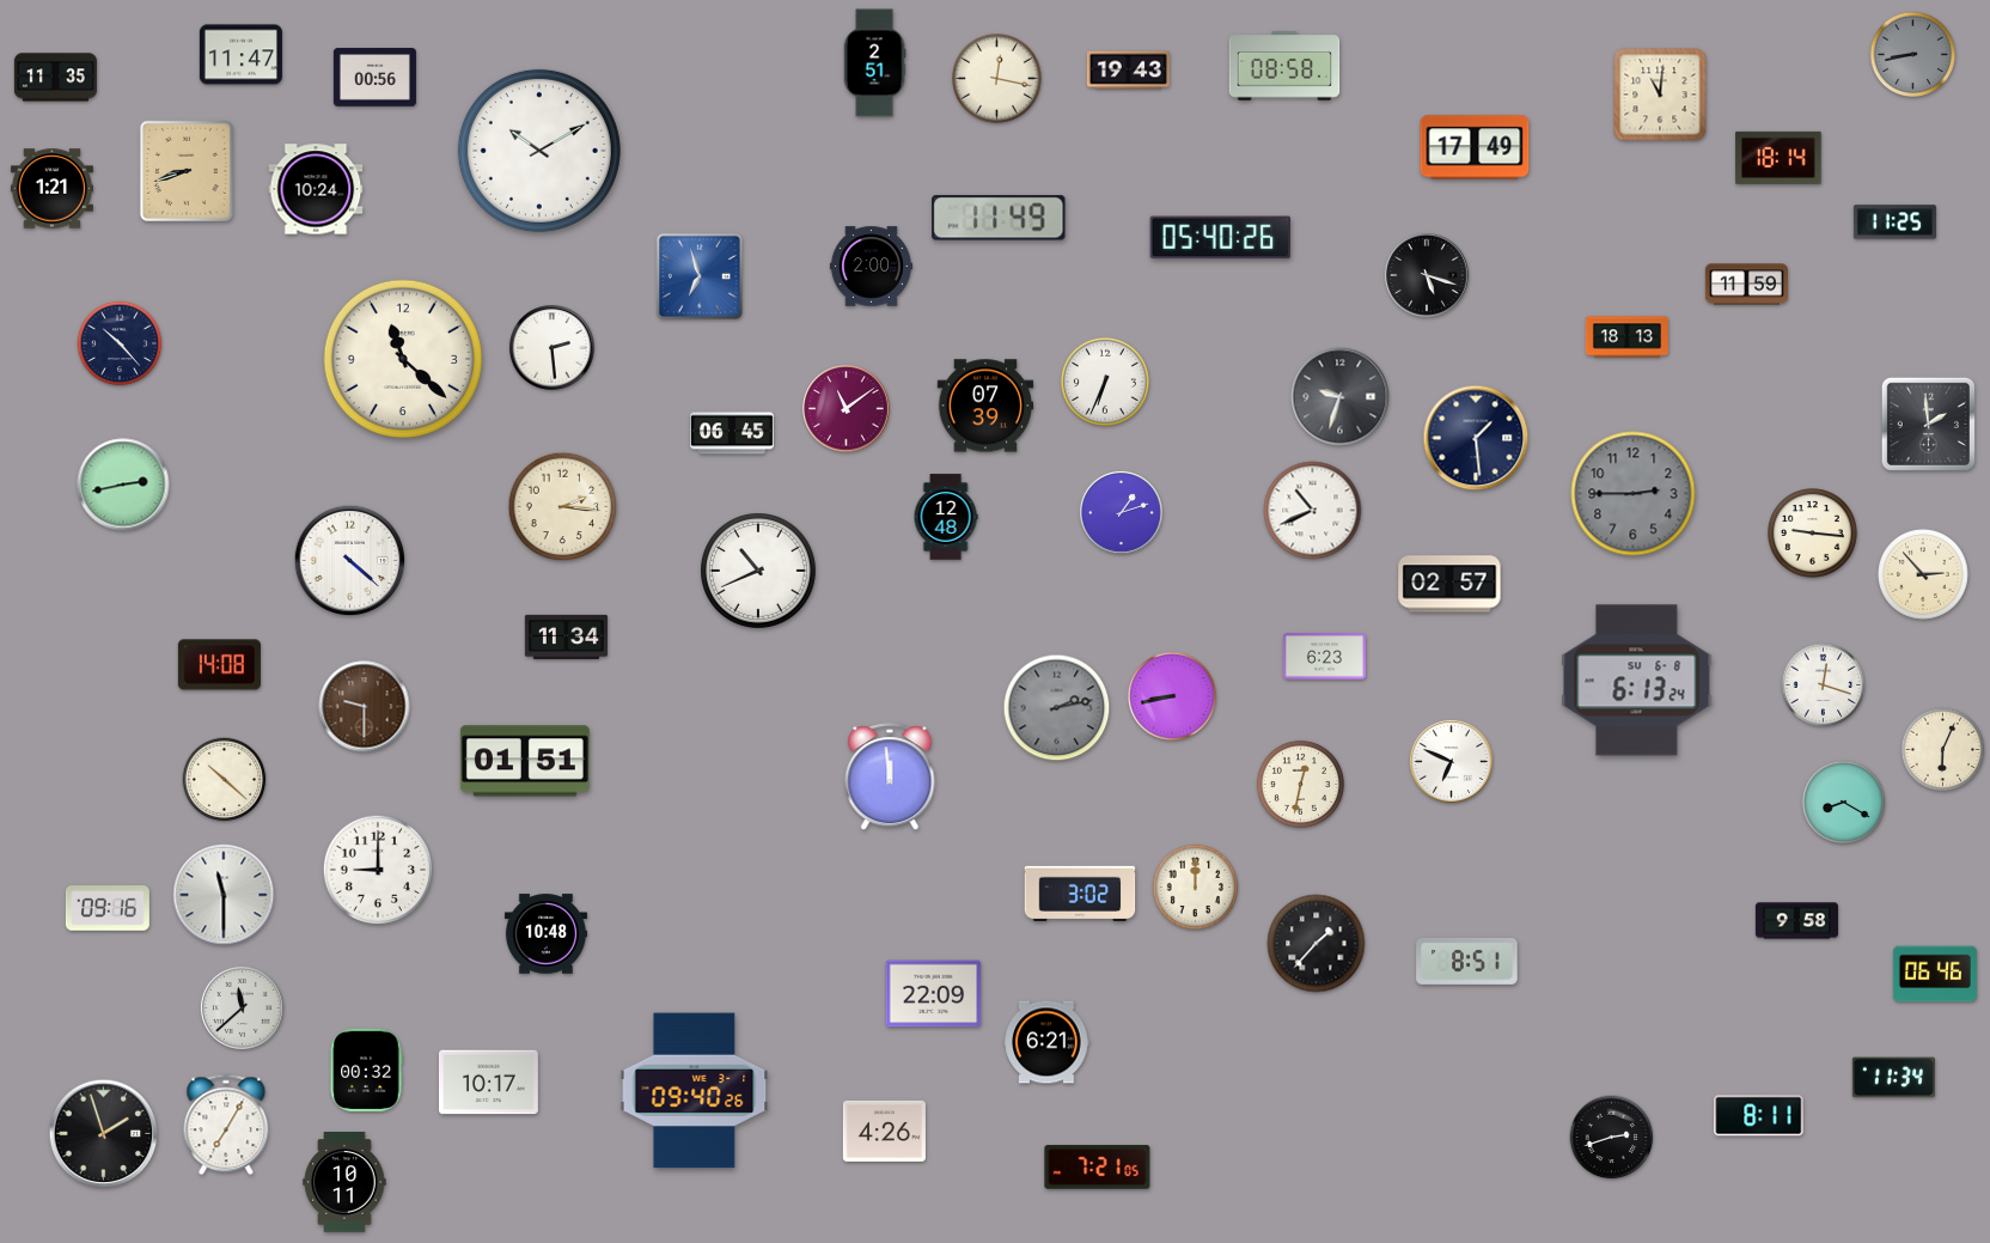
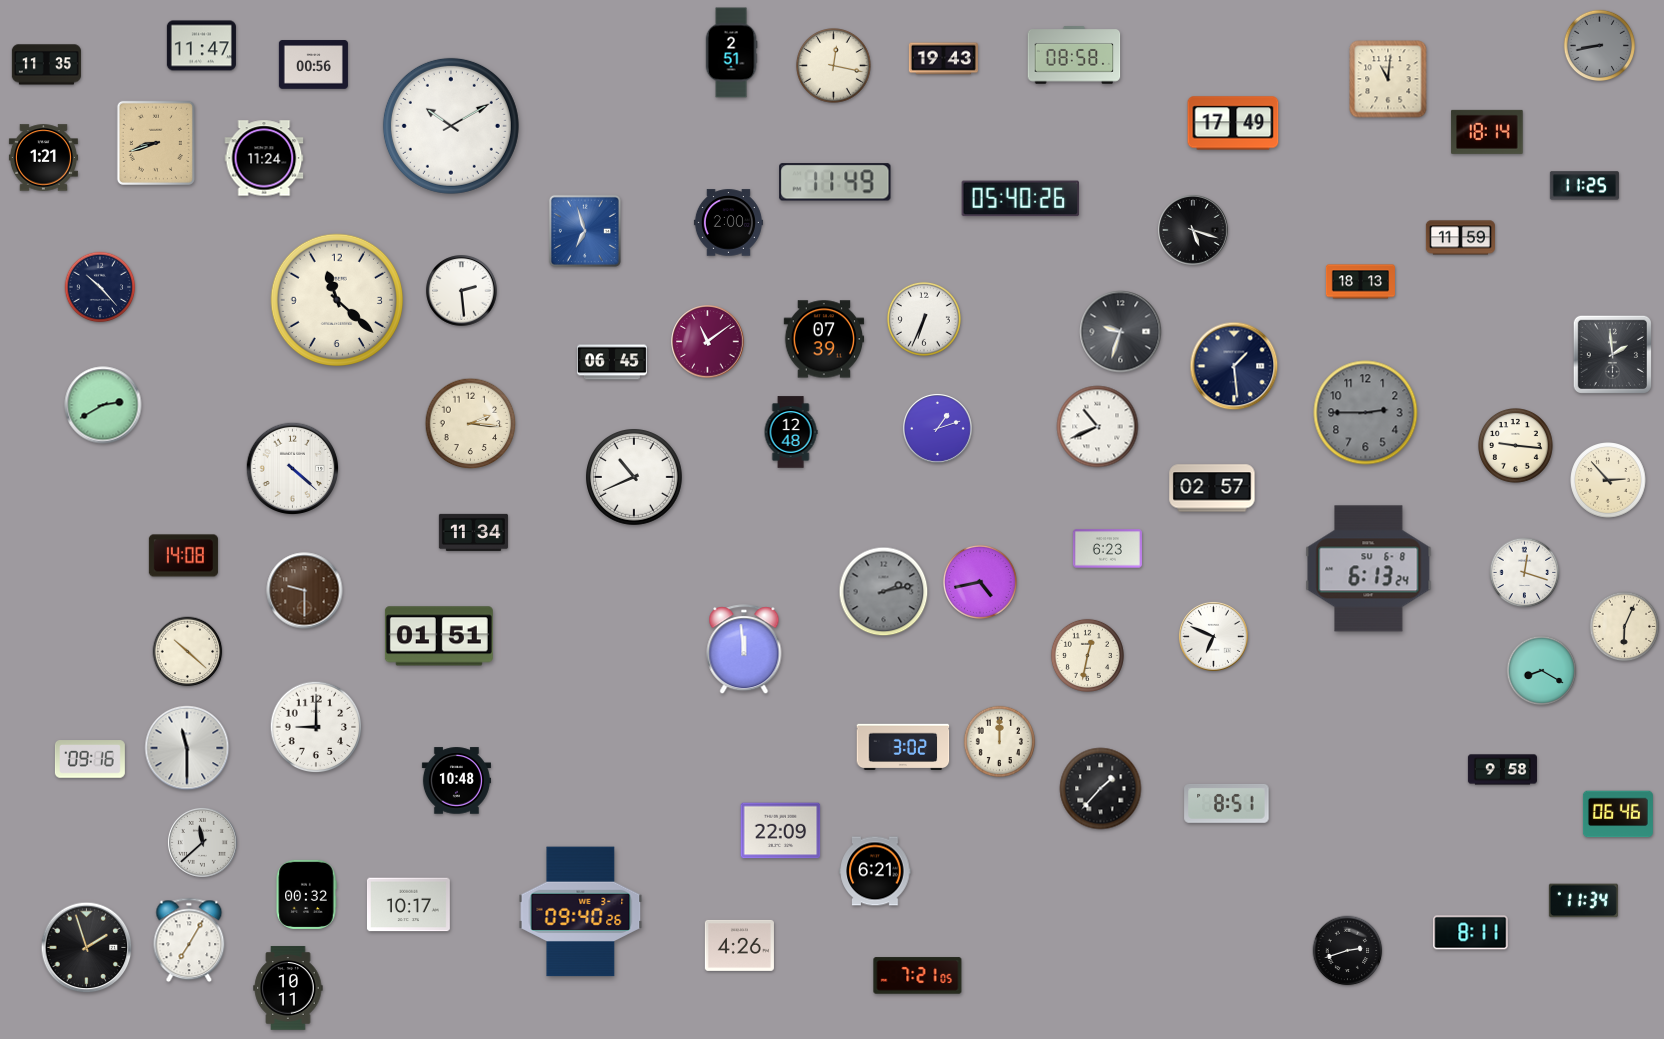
clock at (316, 189): 10:24 -> 11:24
clock at (123, 485): 2:43 -> 2:40
clock at (1172, 696): 8:43 -> 4:43
